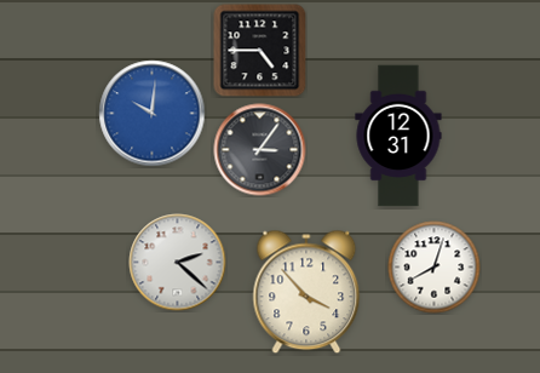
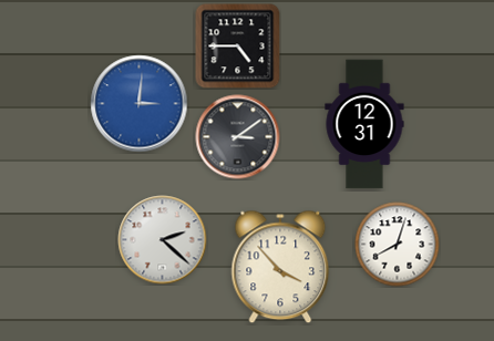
clock at (153, 114): 10:01 -> 3:01
clock at (260, 150): 3:06 -> 3:09
